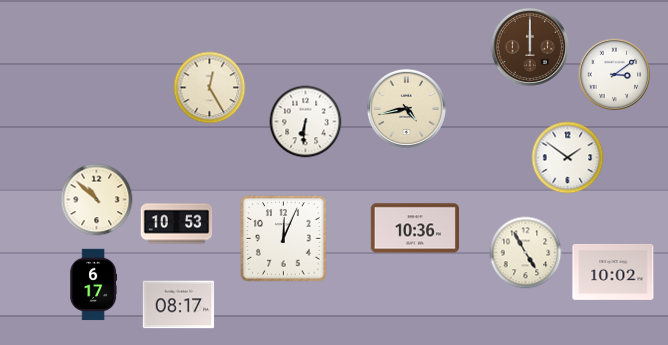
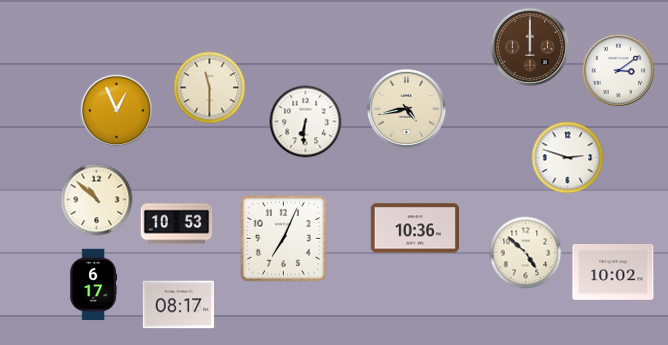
clock at (615, 75) position: (615, 75) -> (619, 71)
clock at (210, 88): 12:25 -> 11:30
clock at (117, 111): none -> 12:56
clock at (568, 158): 1:51 -> 2:48
clock at (284, 239): 12:04 -> 7:04
clock at (526, 253): 4:55 -> 4:52
